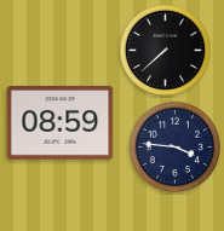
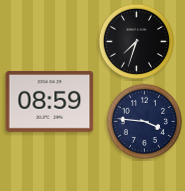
clock at (165, 50): 7:38 -> 7:33
